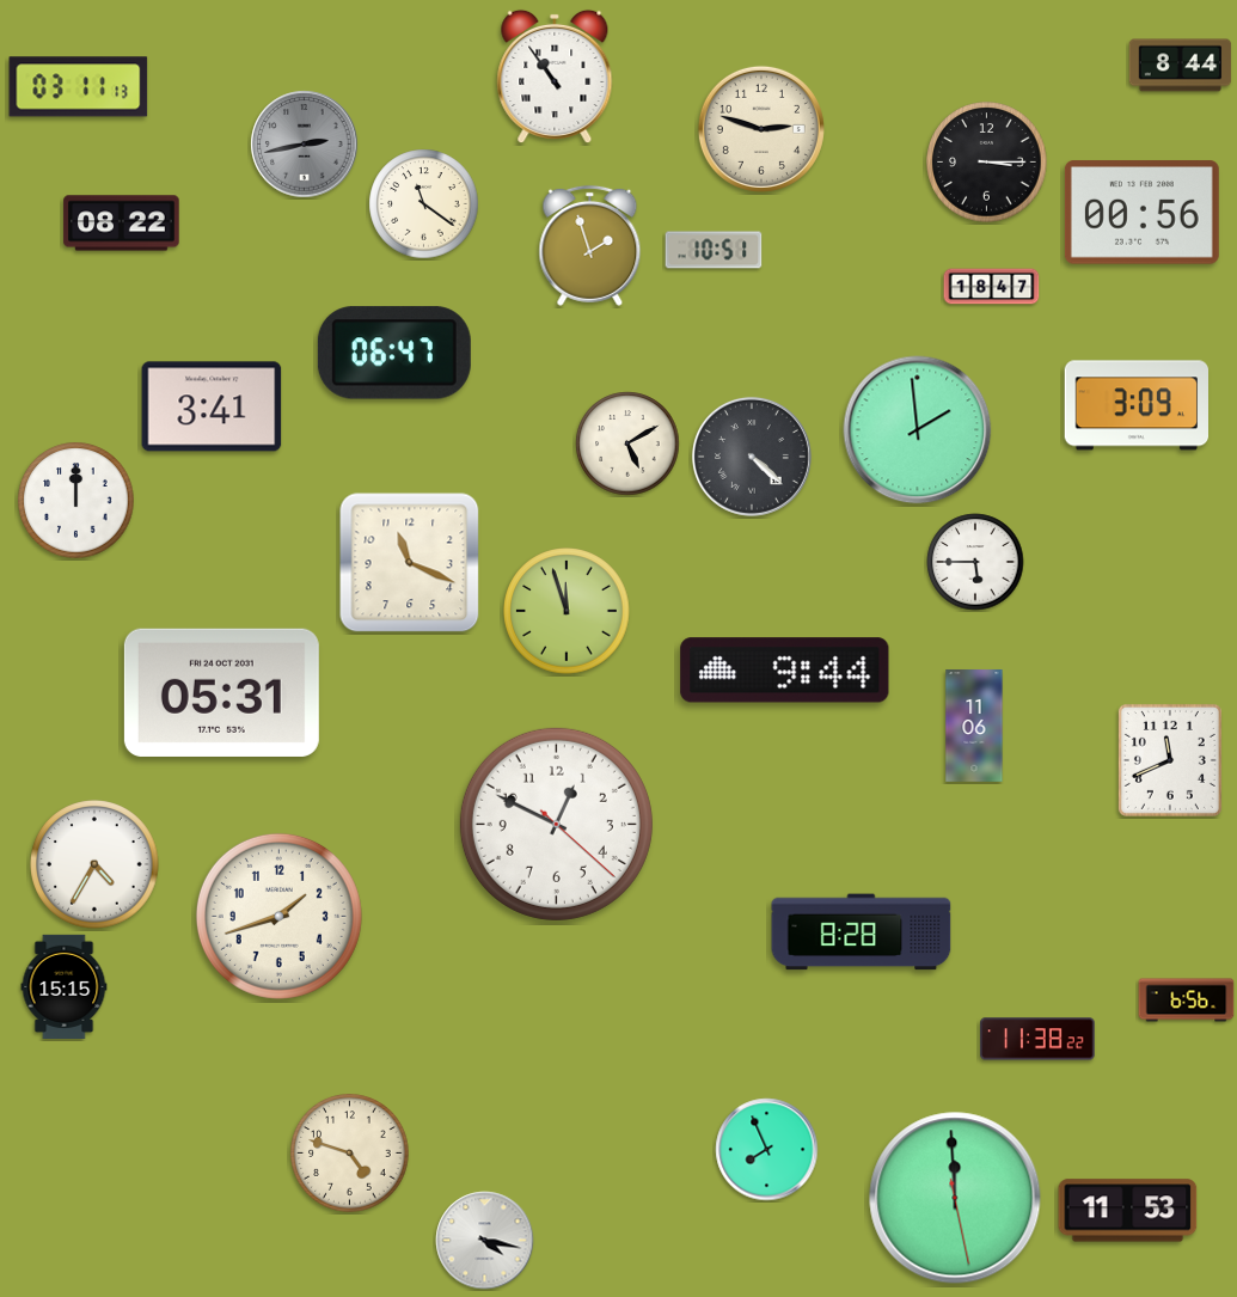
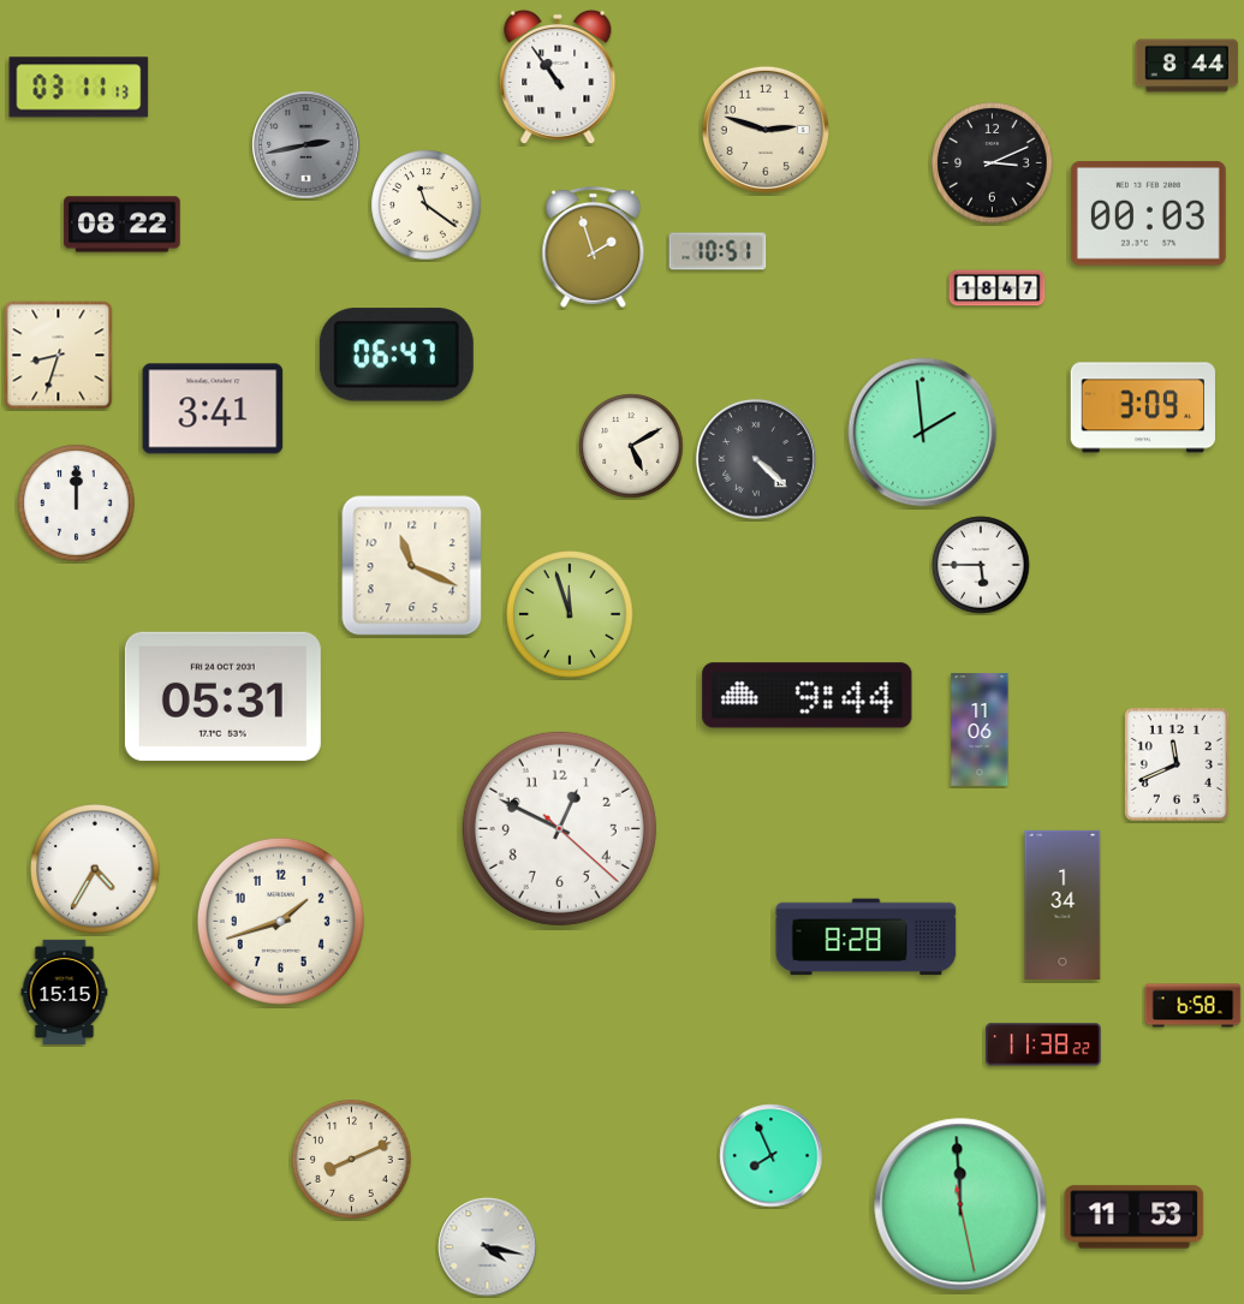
clock at (987, 163): 3:15 -> 3:11
clock at (1141, 213): 00:56 -> 00:03
clock at (59, 356): none -> 8:33
clock at (785, 671) position: (785, 671) -> (808, 696)
clock at (1063, 905): none -> 1:34
clock at (1187, 1001): 6:56 -> 6:58
clock at (350, 1154): 4:48 -> 8:11
